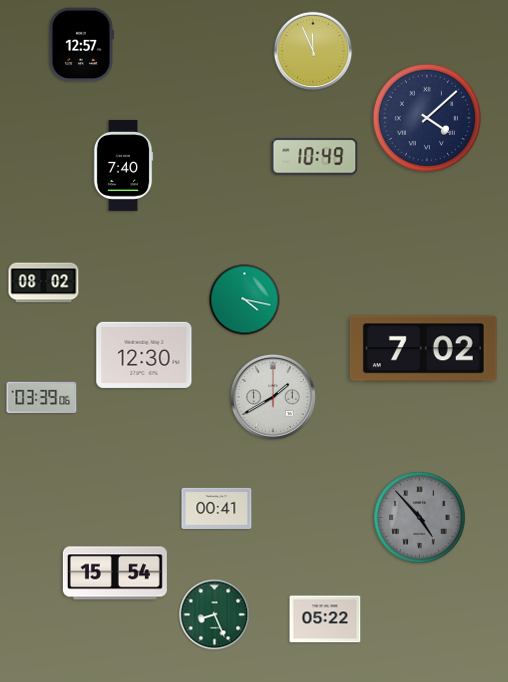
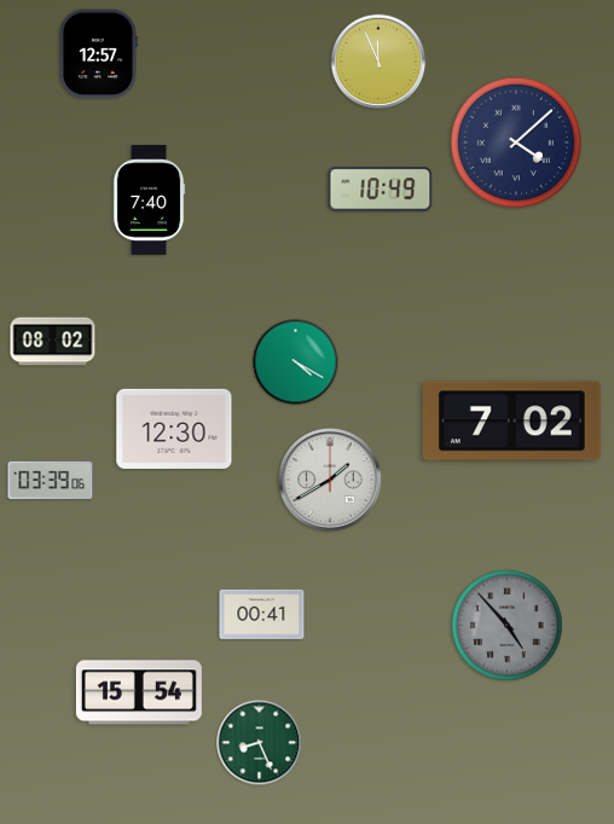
clock at (245, 300): 4:17 -> 4:20
clock at (325, 619): 05:22 -> none
